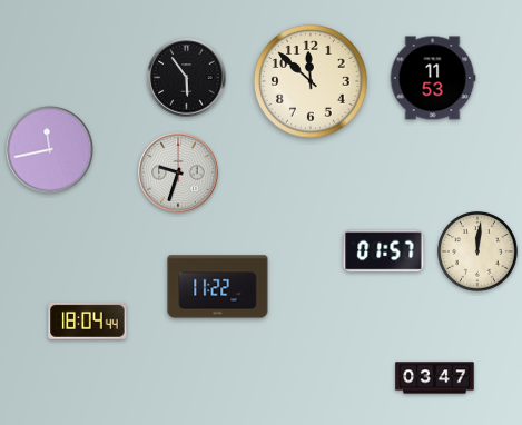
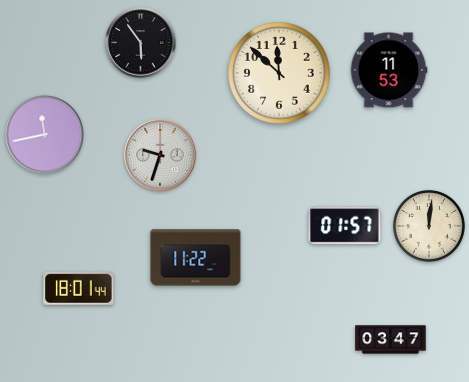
clock at (187, 78) position: (187, 78) -> (141, 43)
clock at (88, 320): 18:04 -> 18:01
